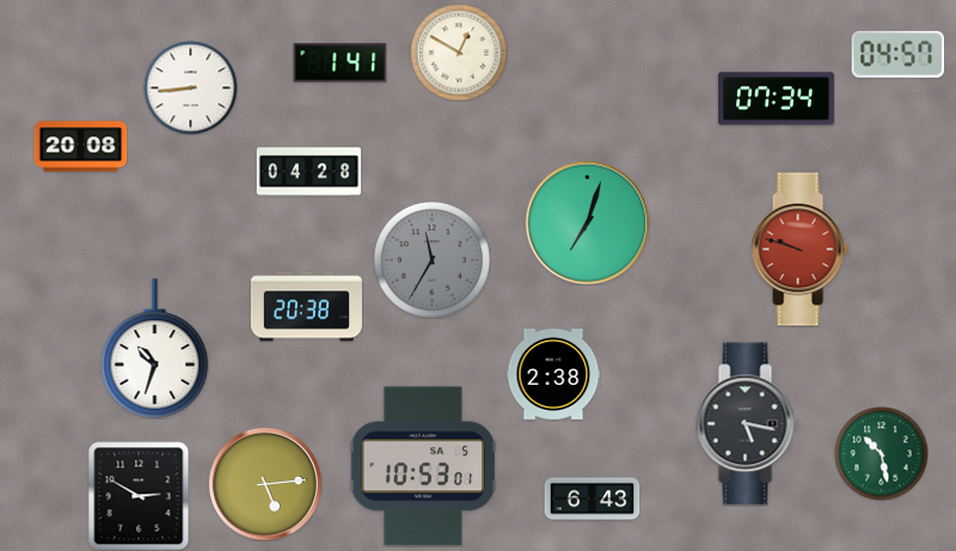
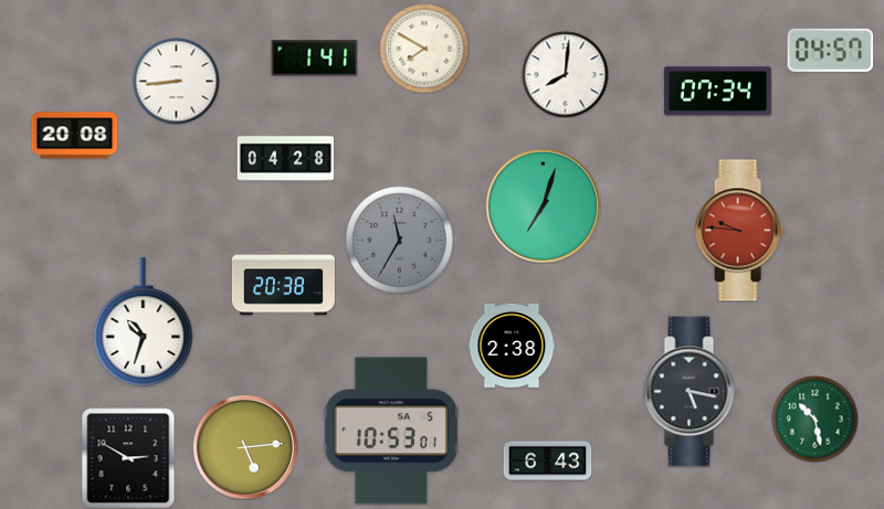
clock at (459, 53): 12:50 -> 7:50
clock at (565, 74): none -> 8:01
clock at (799, 250): 9:48 -> 9:46
